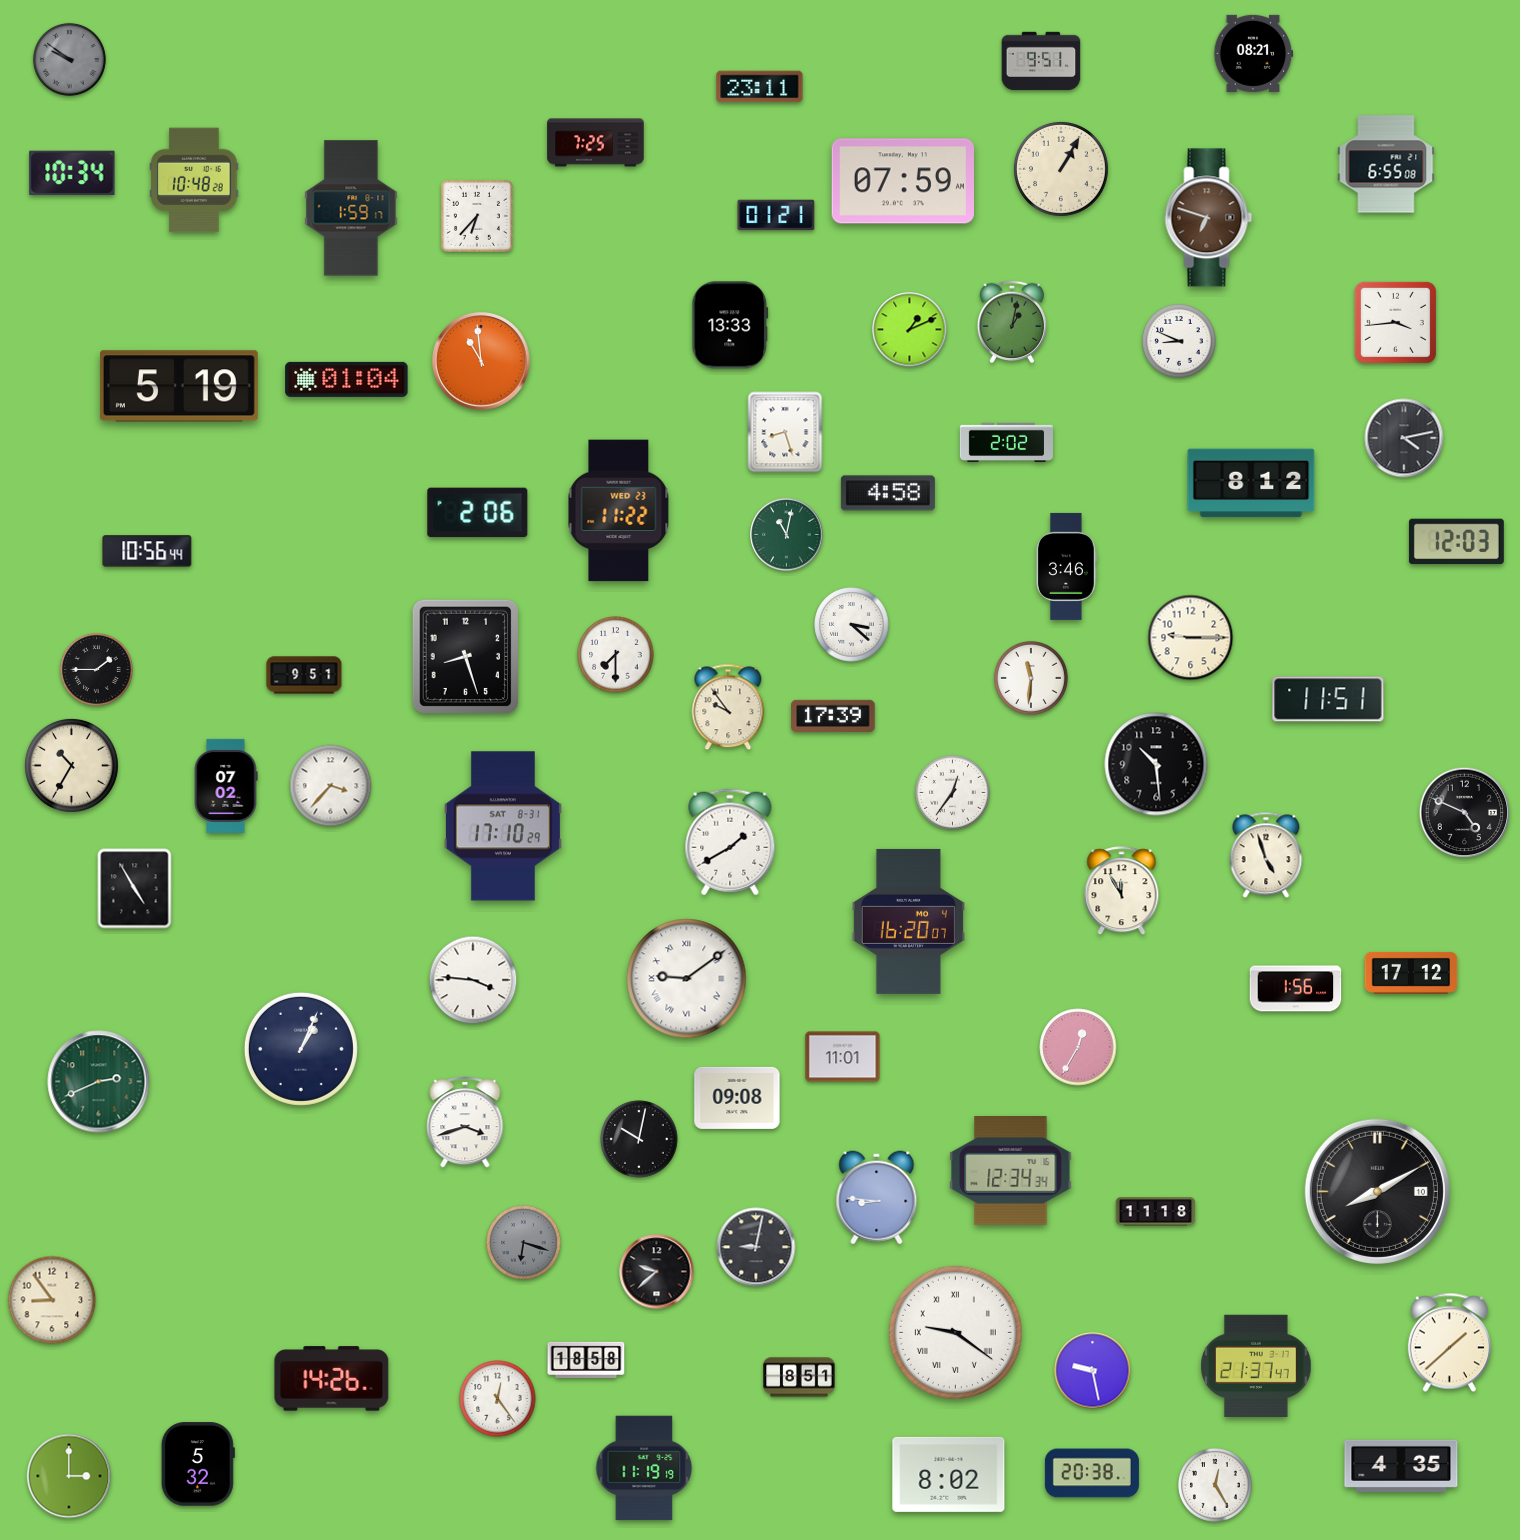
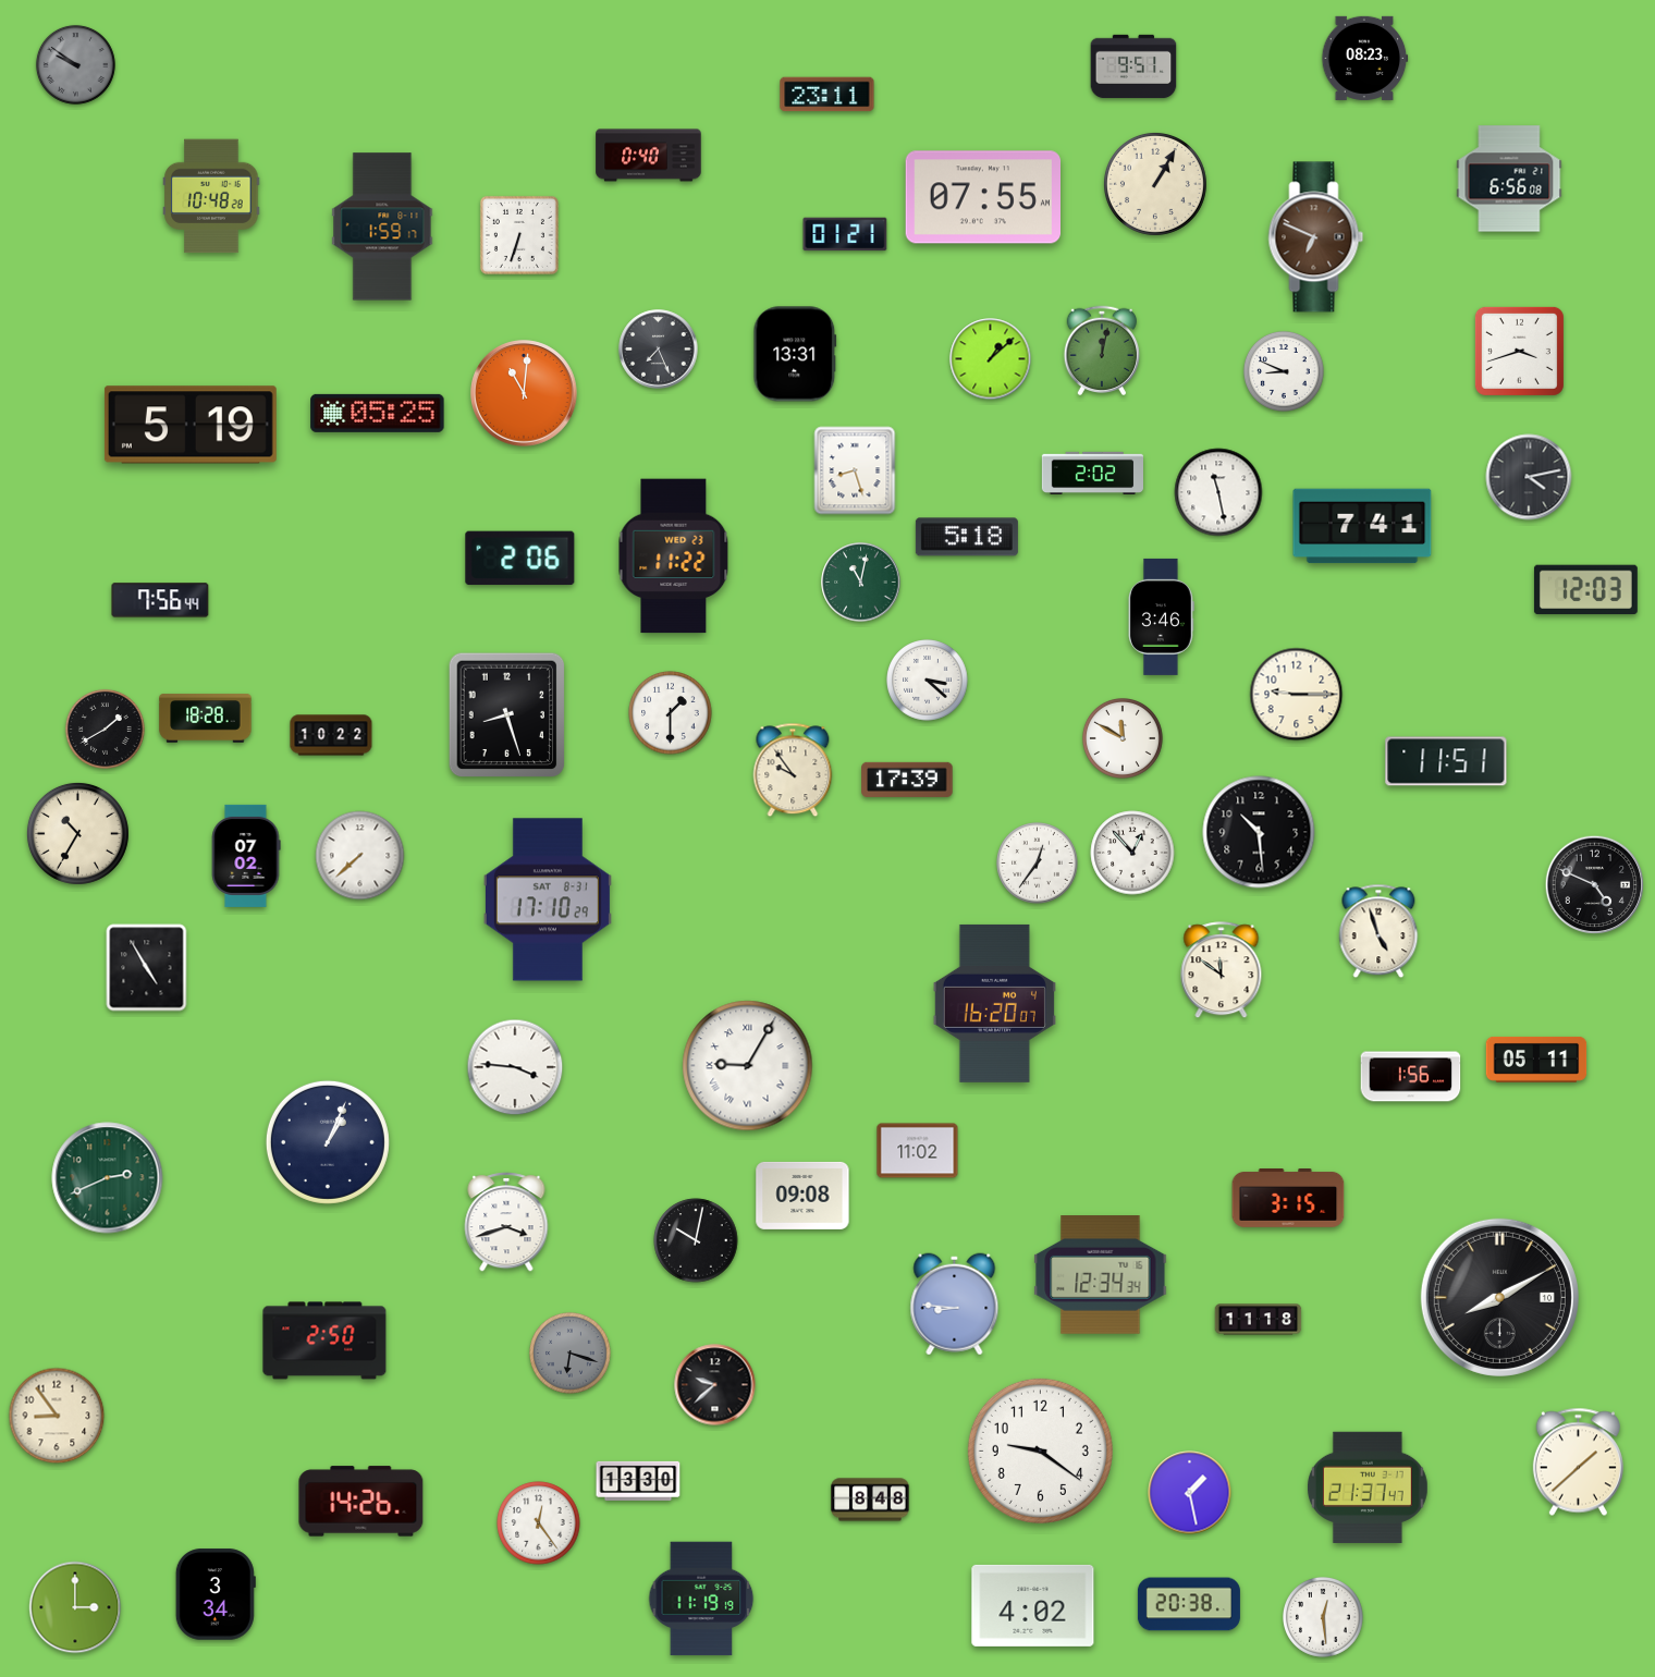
clock at (1254, 53): 08:21 -> 08:23
clock at (596, 143): 7:25 -> 0:40
clock at (1386, 164): 6:55 -> 6:56
clock at (72, 173): 10:34 -> none
clock at (902, 181): 07:59 -> 07:55
clock at (477, 216): 6:37 -> 6:33
clock at (1209, 218): 6:48 -> 6:49
clock at (659, 350): none -> 7:26
clock at (1012, 321): 1:02 -> 12:02
clock at (1395, 322): 3:44 -> 3:42
clock at (730, 325): 13:33 -> 13:31
clock at (910, 330): 1:11 -> 1:08
clock at (481, 361): 10:59 -> 11:01
clock at (347, 379): 01:04 -> 05:25
clock at (179, 386) position: (179, 386) -> (191, 425)
clock at (1006, 443) position: (1006, 443) -> (1092, 474)
clock at (1218, 492): none -> 11:28
clock at (1251, 483): 8:12 -> 7:41
clock at (888, 493): 4:58 -> 5:18
clock at (787, 535) position: (787, 535) -> (861, 583)
clock at (147, 551): 10:56 -> 7:56
clock at (616, 655): 7:30 -> 1:30
clock at (206, 719): none -> 18:28
clock at (96, 669): 1:45 -> 1:40
clock at (304, 675): 9:51 -> 10:22
clock at (1032, 679): 11:31 -> 11:50
clock at (1132, 853): none -> 12:53
clock at (331, 786): 3:37 -> 7:38
clock at (730, 842): 1:40 -> none
clock at (1122, 891): 11:55 -> 11:51
clock at (908, 921) position: (908, 921) -> (994, 1003)
clock at (1411, 973): 17:12 -> 05:11
clock at (687, 979): 9:09 -> 9:05
clock at (1078, 1047): 12:35 -> none
clock at (843, 1057): 11:01 -> 11:02
clock at (1288, 1199): none -> 3:15
clock at (324, 1341): none -> 2:50
clock at (756, 1247): 9:02 -> none
clock at (955, 1332) numerals: Roman -> Arabic
clock at (586, 1360): 18:58 -> 13:30
clock at (1093, 1371): 9:28 -> 1:28
clock at (799, 1377): 8:51 -> 8:48
clock at (498, 1399) position: (498, 1399) -> (539, 1523)
clock at (198, 1464): 5:32 -> 3:34
clock at (1401, 1466): 4:35 -> none
clock at (949, 1474): 8:02 -> 4:02
clock at (1216, 1486): 12:25 -> 12:29
